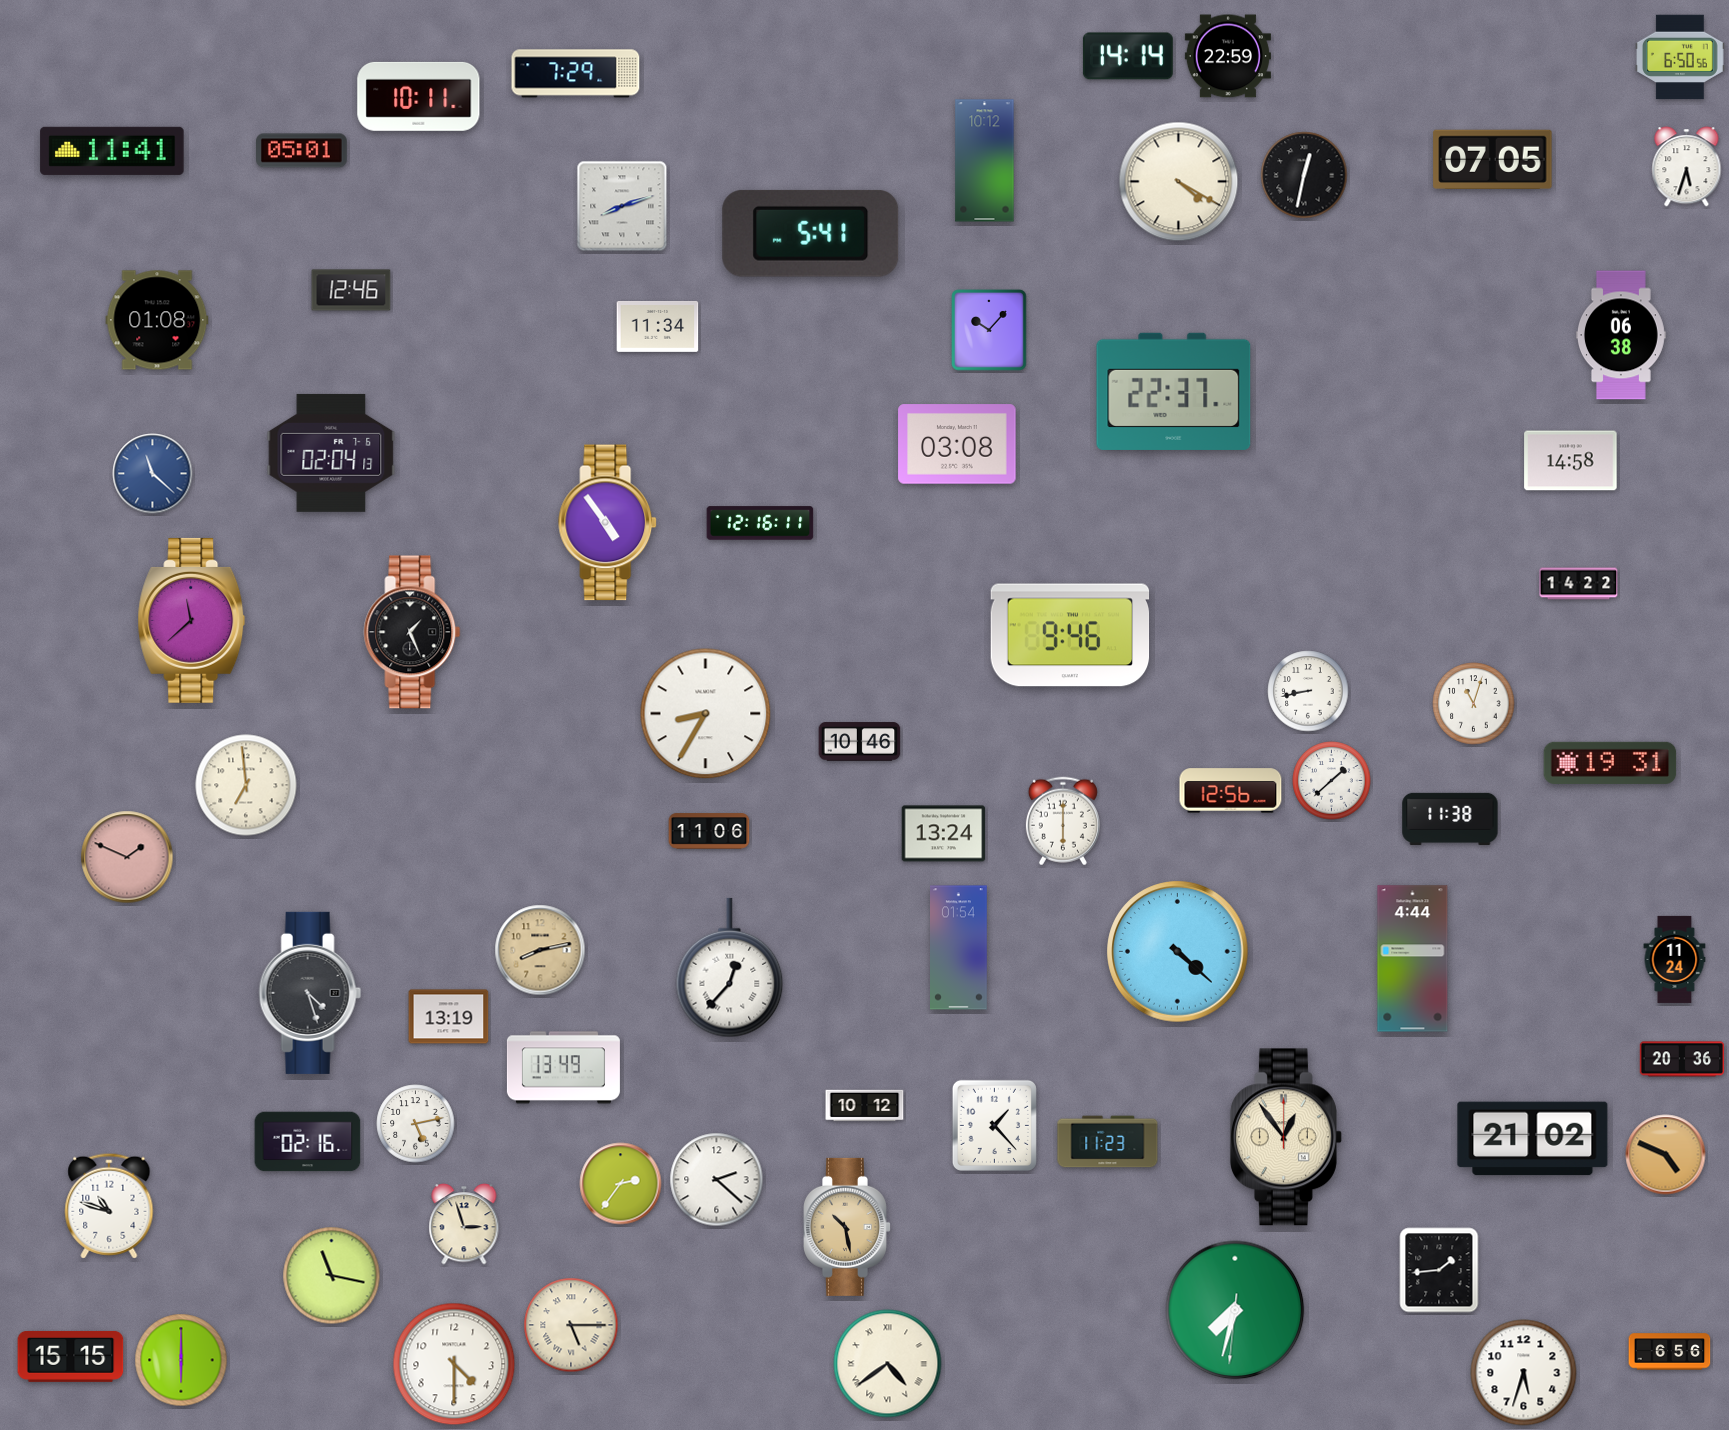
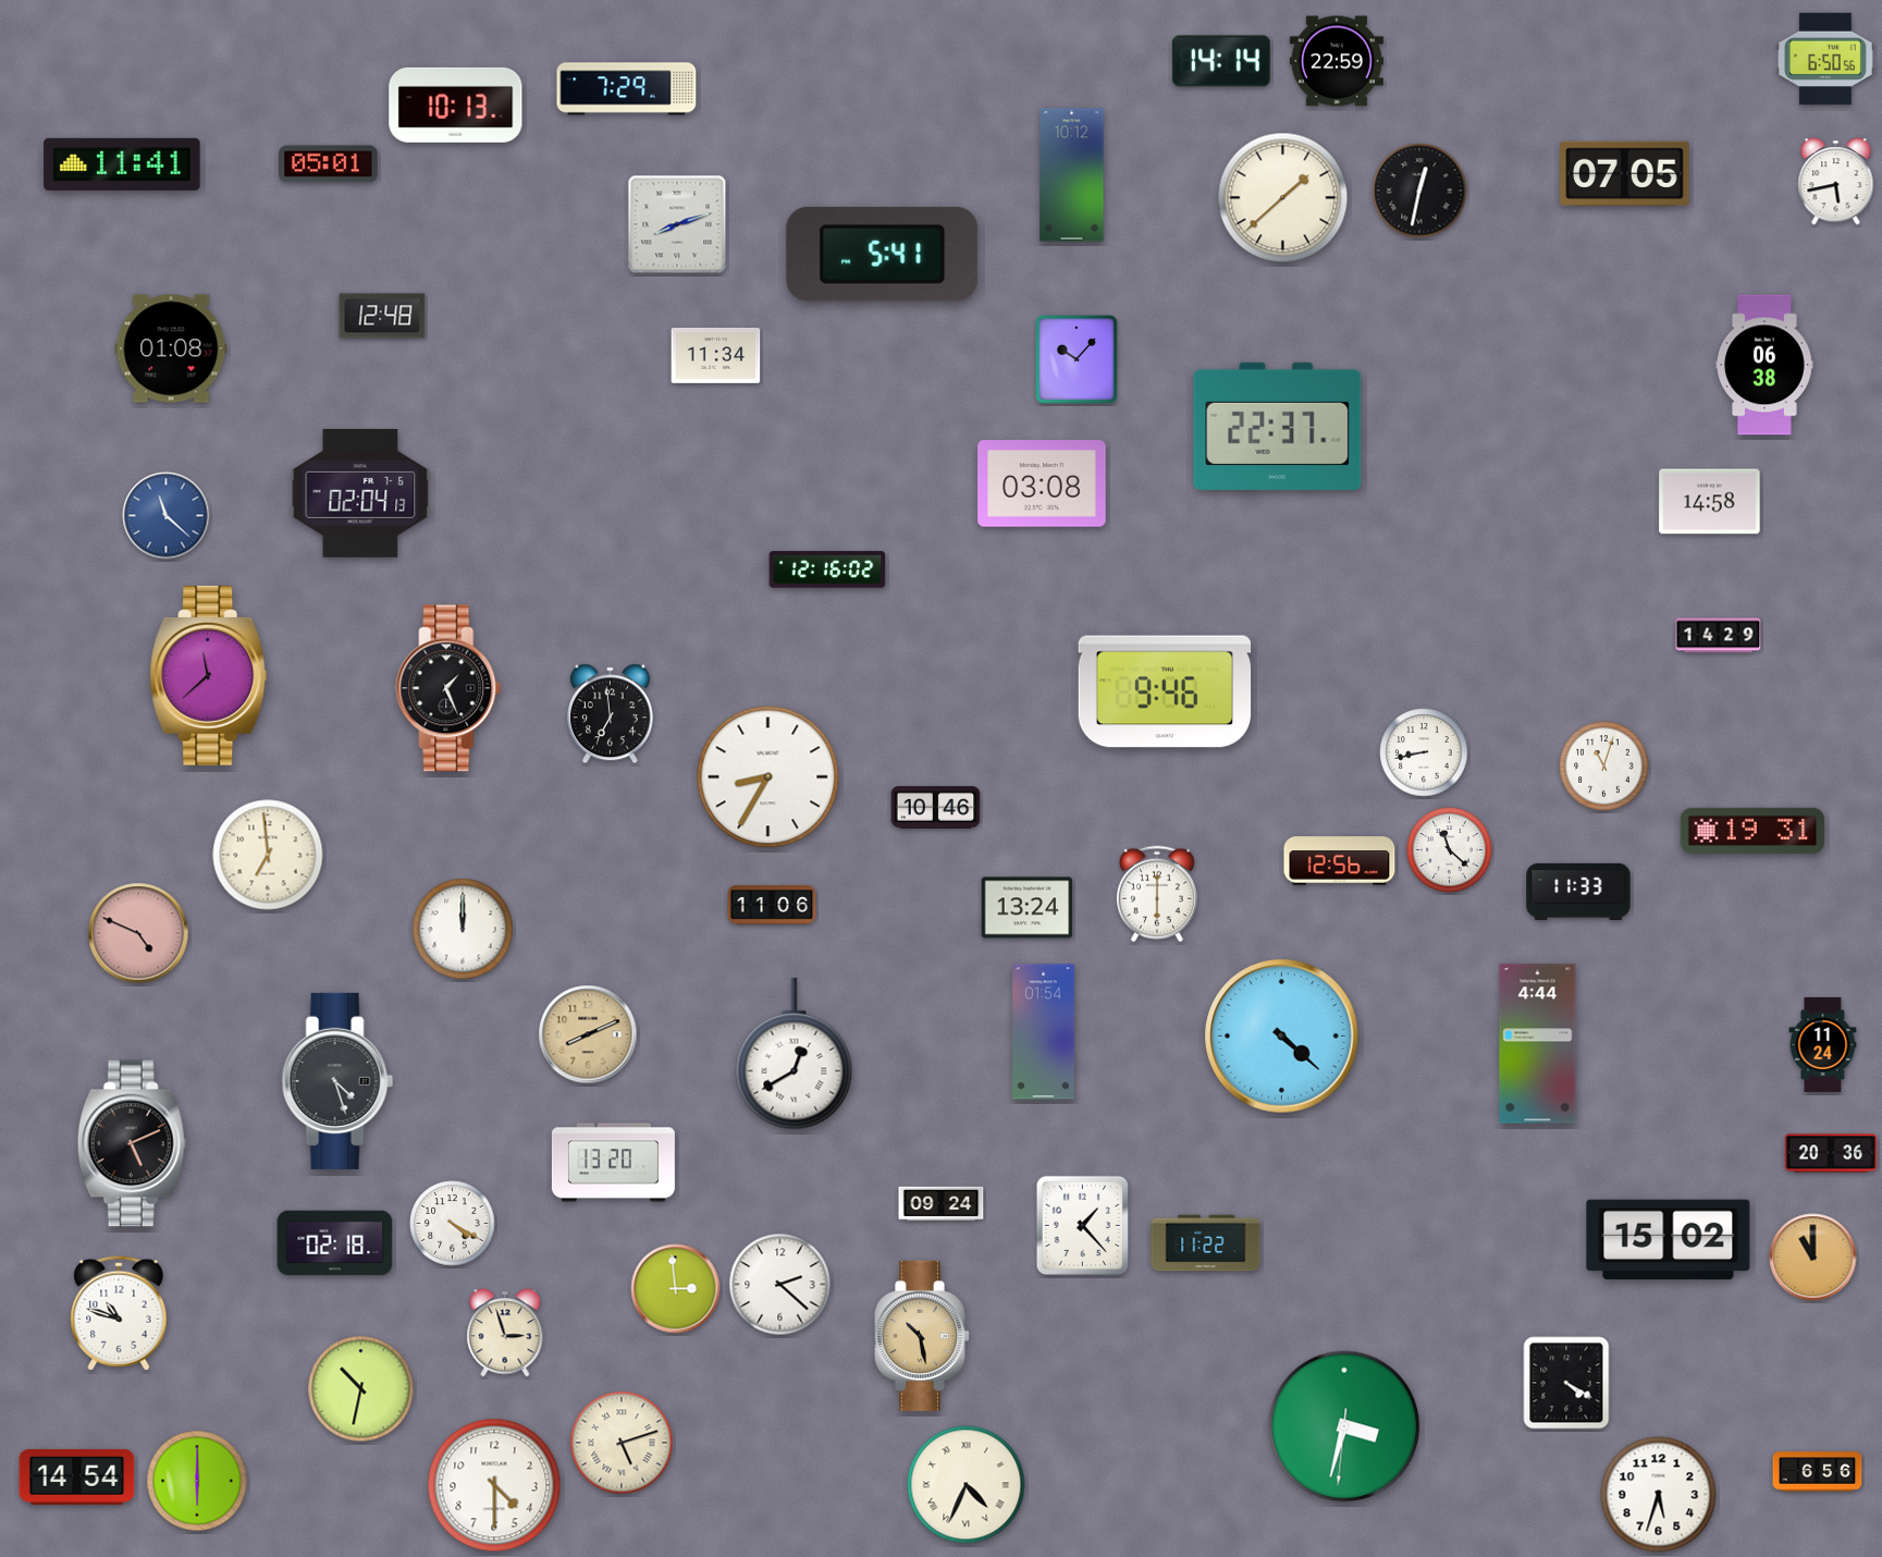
clock at (1128, 56) position: (1128, 56) -> (1221, 61)
clock at (1681, 57) position: (1681, 57) -> (1826, 59)
clock at (576, 74) position: (576, 74) -> (627, 89)
clock at (419, 96): 10:11 -> 10:13
clock at (1687, 167): 5:33 -> 5:43
clock at (1179, 182): 4:20 -> 1:38
clock at (351, 290): 12:46 -> 12:48
clock at (608, 523): 4:54 -> none
clock at (760, 523): 12:16:11 -> 12:16:02
clock at (1579, 584): 14:22 -> 14:29
clock at (610, 714): none -> 6:59
clock at (1332, 781): 1:38 -> 11:22
clock at (1450, 819): 11:38 -> 11:33
clock at (463, 929): none -> 12:00
clock at (127, 857): 1:49 -> 4:49
clock at (540, 950): 8:13 -> 8:11
clock at (730, 968): 12:37 -> 12:40
clock at (449, 1017): 13:19 -> none
clock at (132, 1143): none -> 5:11
clock at (563, 1068): 13:49 -> 13:20
clock at (865, 1106): 10:12 -> 09:24
clock at (416, 1124): 5:13 -> 4:20
clock at (1286, 1137): 12:54 -> none
clock at (1533, 1139): 21:02 -> 15:02
clock at (308, 1142): 02:16 -> 02:18
clock at (1108, 1142): 11:23 -> 11:22
clock at (1666, 1155): 4:49 -> 11:00
clock at (621, 1184): 2:36 -> 2:59
clock at (1439, 1270): 1:44 -> 4:20
clock at (332, 1276): 11:17 -> 10:32
clock at (1235, 1310): 7:32 -> 3:32
clock at (571, 1325): 5:15 -> 5:12
clock at (71, 1356): 15:15 -> 14:54
clock at (888, 1364): 4:39 -> 4:34
